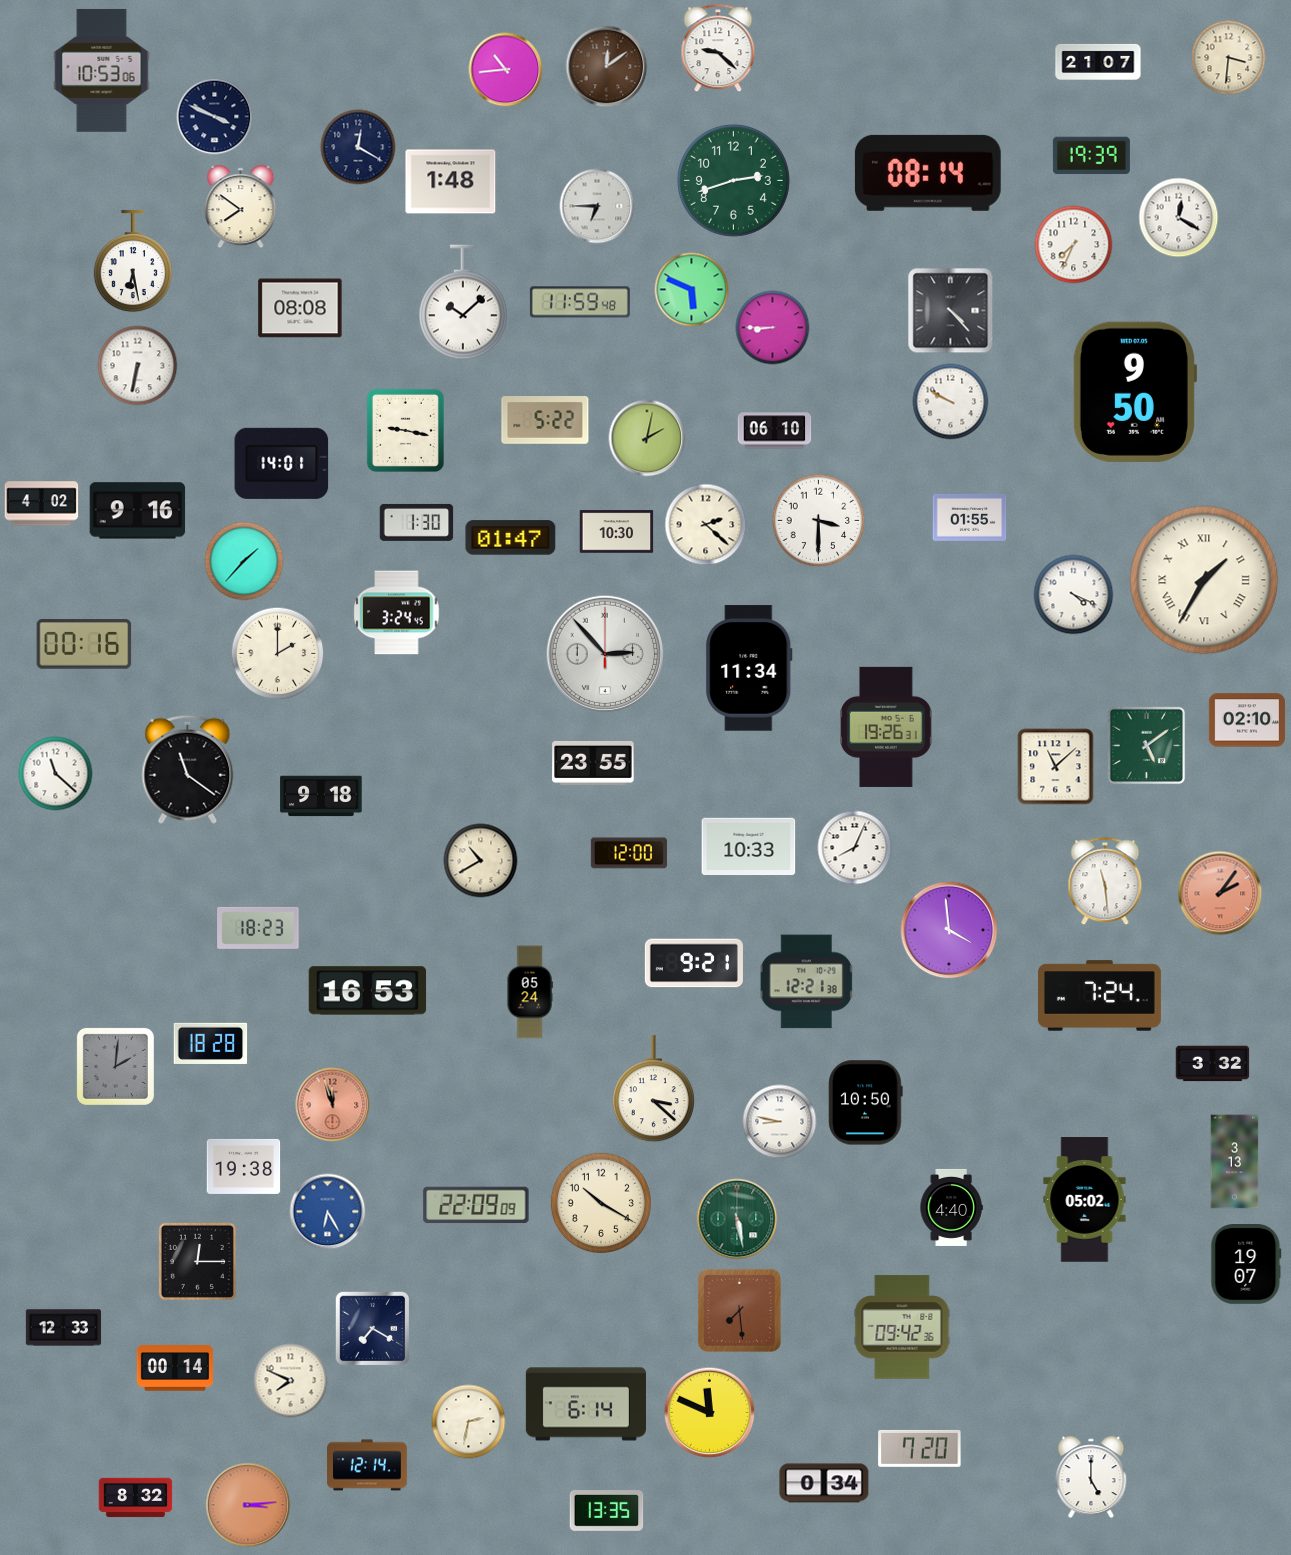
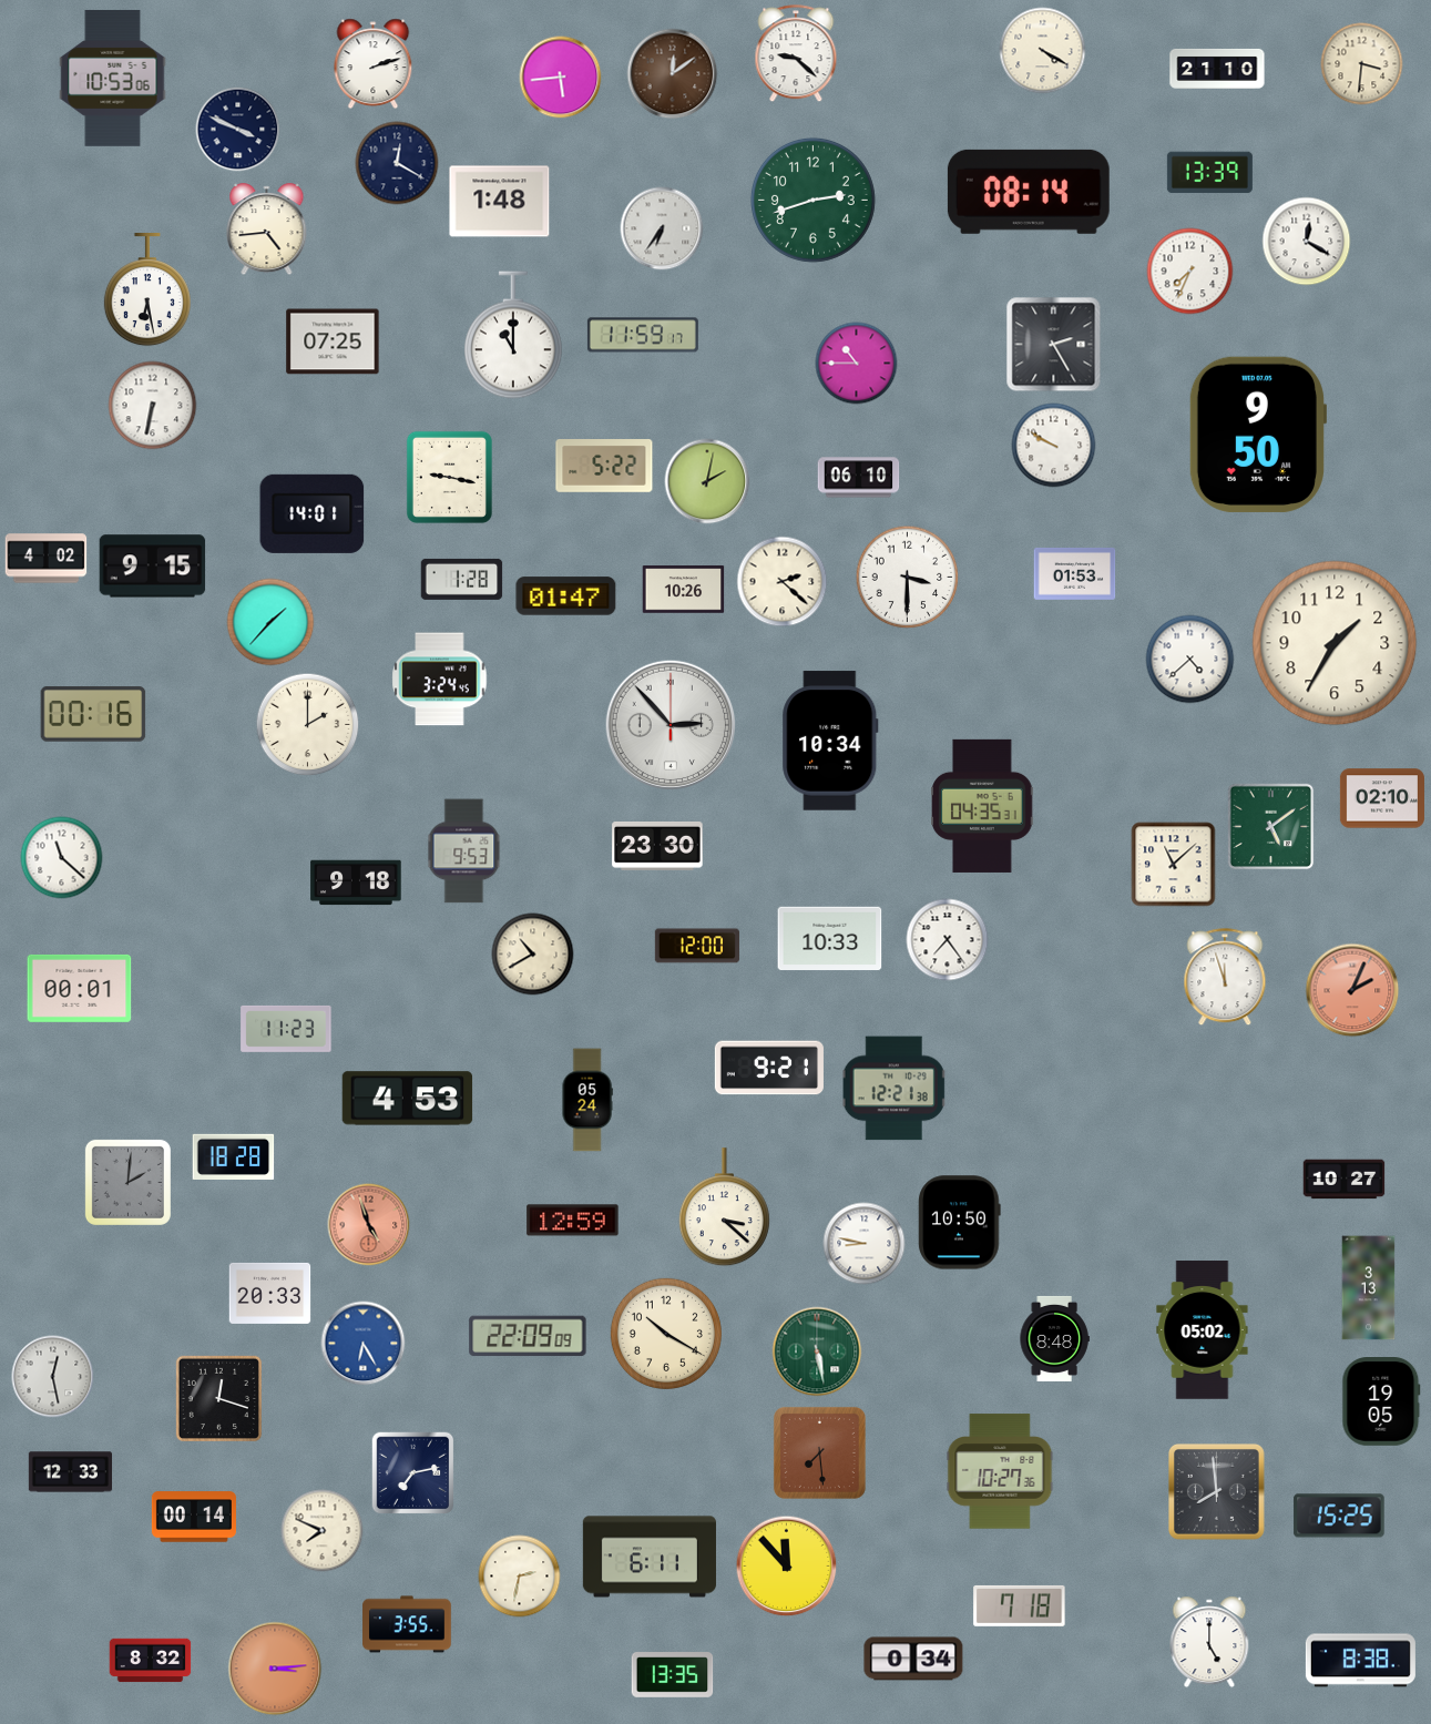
clock at (1043, 51): none -> 4:20
clock at (374, 64): none -> 2:12
clock at (1098, 62): 21:07 -> 21:10
clock at (506, 70): 10:44 -> 5:44
clock at (1091, 156): 19:39 -> 13:39
clock at (597, 206): 6:45 -> 6:36
clock at (241, 207): 7:51 -> 4:44
clock at (692, 290): 5:49 -> none
clock at (463, 302): 10:08 -> 11:00
clock at (580, 302): 11:59:48 -> 11:59:17
clock at (300, 308): 08:08 -> 07:25
clock at (951, 311): 4:23 -> 2:25
clock at (773, 328): 8:45 -> 10:45
clock at (647, 438) position: (647, 438) -> (707, 481)
clock at (138, 511): 9:16 -> 9:15
clock at (970, 518): 01:55 -> 01:53
clock at (417, 522): 1:30 -> 1:28
clock at (617, 532): 10:30 -> 10:26
clock at (1204, 580) numerals: Roman -> Arabic
clock at (1074, 595): 4:19 -> 4:38
clock at (749, 668): 11:34 -> 10:34
clock at (886, 727): 19:26 -> 04:35
clock at (593, 763): 23:55 -> 23:30
clock at (1056, 767) position: (1056, 767) -> (1174, 865)
clock at (464, 851): none -> 9:53
clock at (188, 769): 11:21 -> none
clock at (855, 848): 8:04 -> 7:24
clock at (1105, 882): 11:29 -> 11:57
clock at (80, 988): none -> 00:01
clock at (1220, 893): 2:06 -> 2:04
clock at (258, 928): 18:23 -> 11:23
clock at (949, 930): 3:59 -> none
clock at (368, 991): 16:53 -> 4:53
clock at (1099, 996): 7:24 -> none
clock at (1213, 1064): 3:32 -> 10:27
clock at (573, 1221): none -> 12:59
clock at (333, 1105): 11:57 -> 4:57
clock at (244, 1166): 19:38 -> 20:33
clock at (951, 1207): 4:40 -> 8:48
clock at (53, 1377): none -> 12:28
clock at (197, 1261): 12:15 -> 12:18
clock at (1246, 1265): 19:07 -> 19:05
clock at (902, 1327): 09:42 -> 10:27
clock at (373, 1329): 7:20 -> 7:13
clock at (1217, 1492): none -> 7:59
clock at (1339, 1516): none -> 15:25
clock at (586, 1404): 6:14 -> 6:11
clock at (710, 1413): 11:49 -> 11:53
clock at (920, 1448): 7:20 -> 7:18
clock at (367, 1465): 12:14 -> 3:55
clock at (1091, 1477) position: (1091, 1477) -> (1209, 1642)
clock at (824, 1483) position: (824, 1483) -> (913, 1659)
clock at (1360, 1661): none -> 8:38
